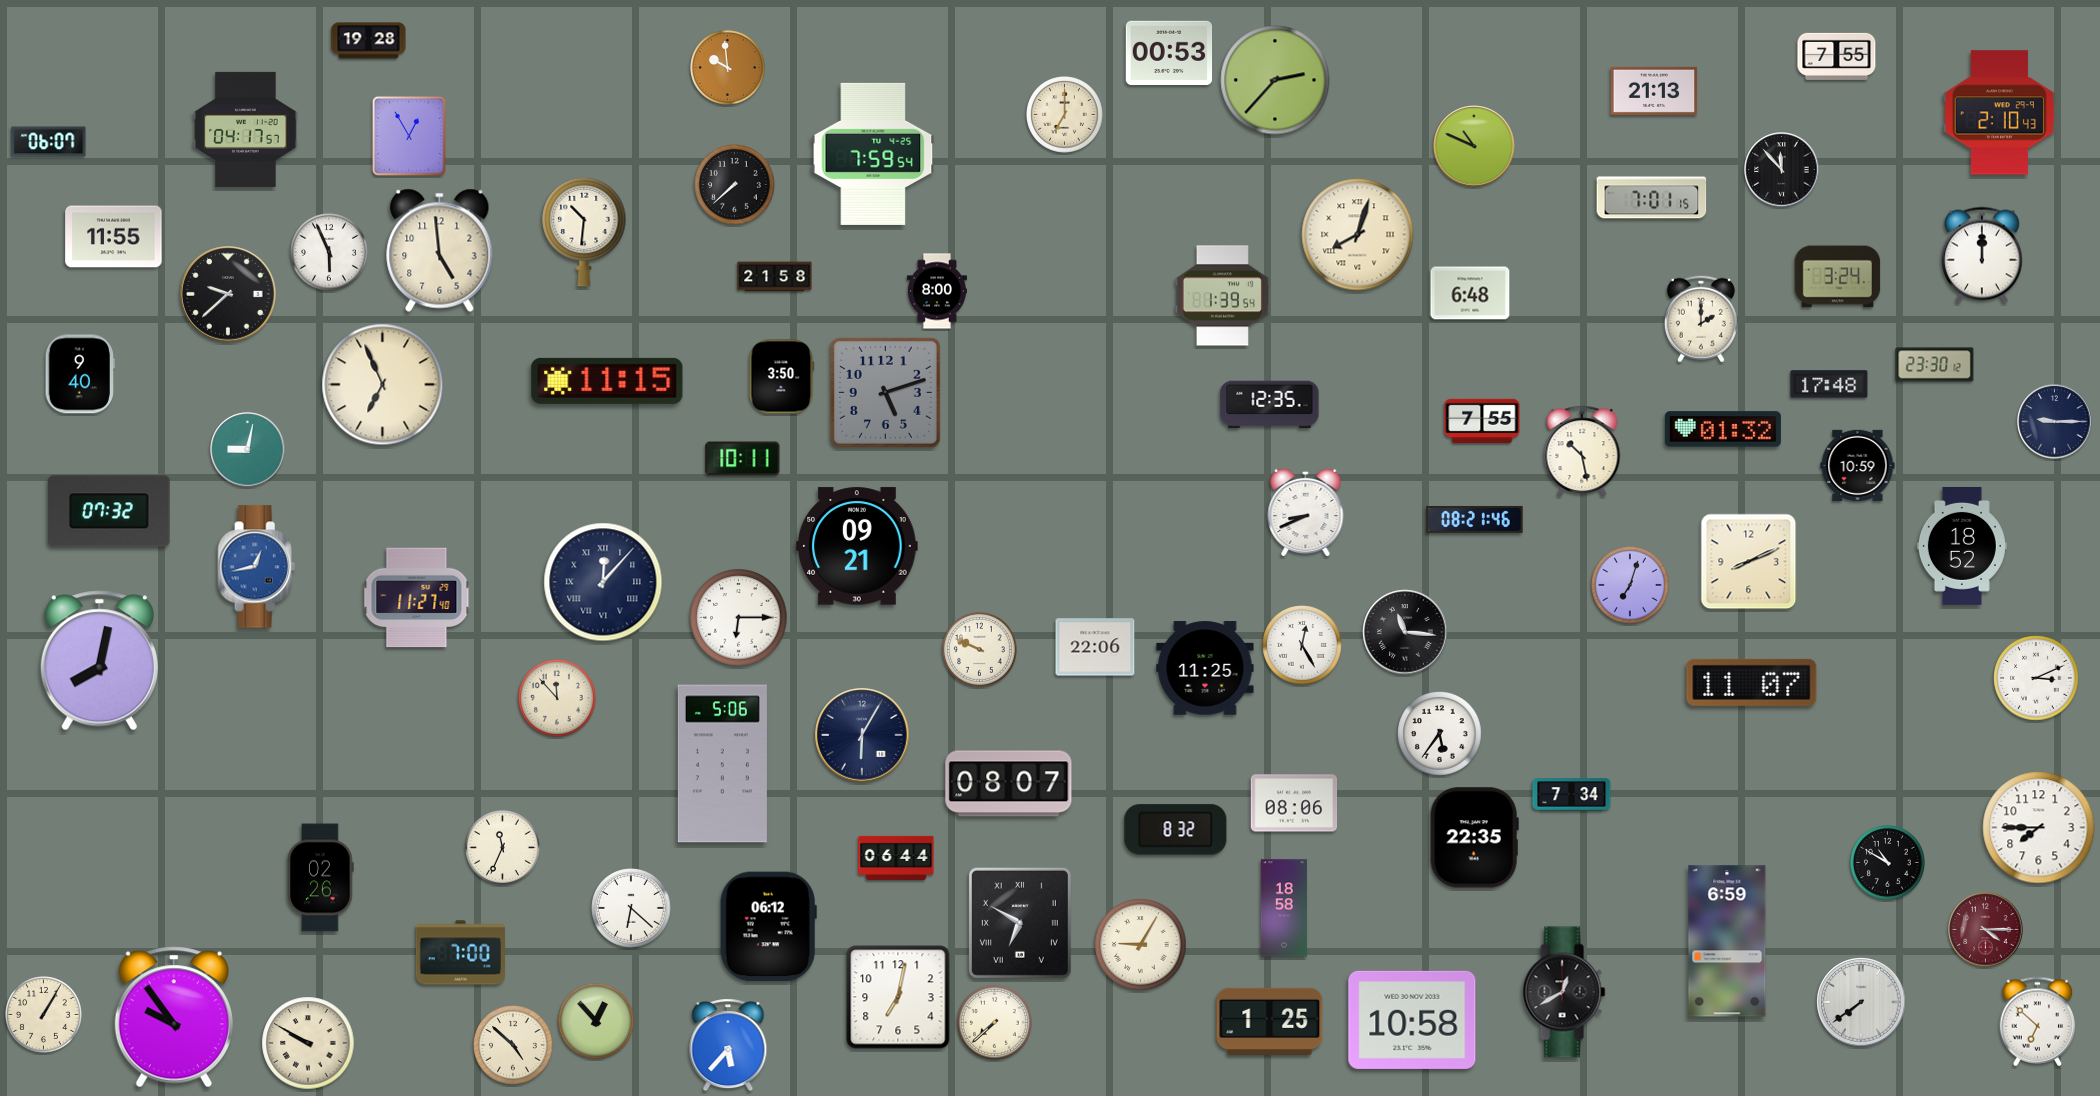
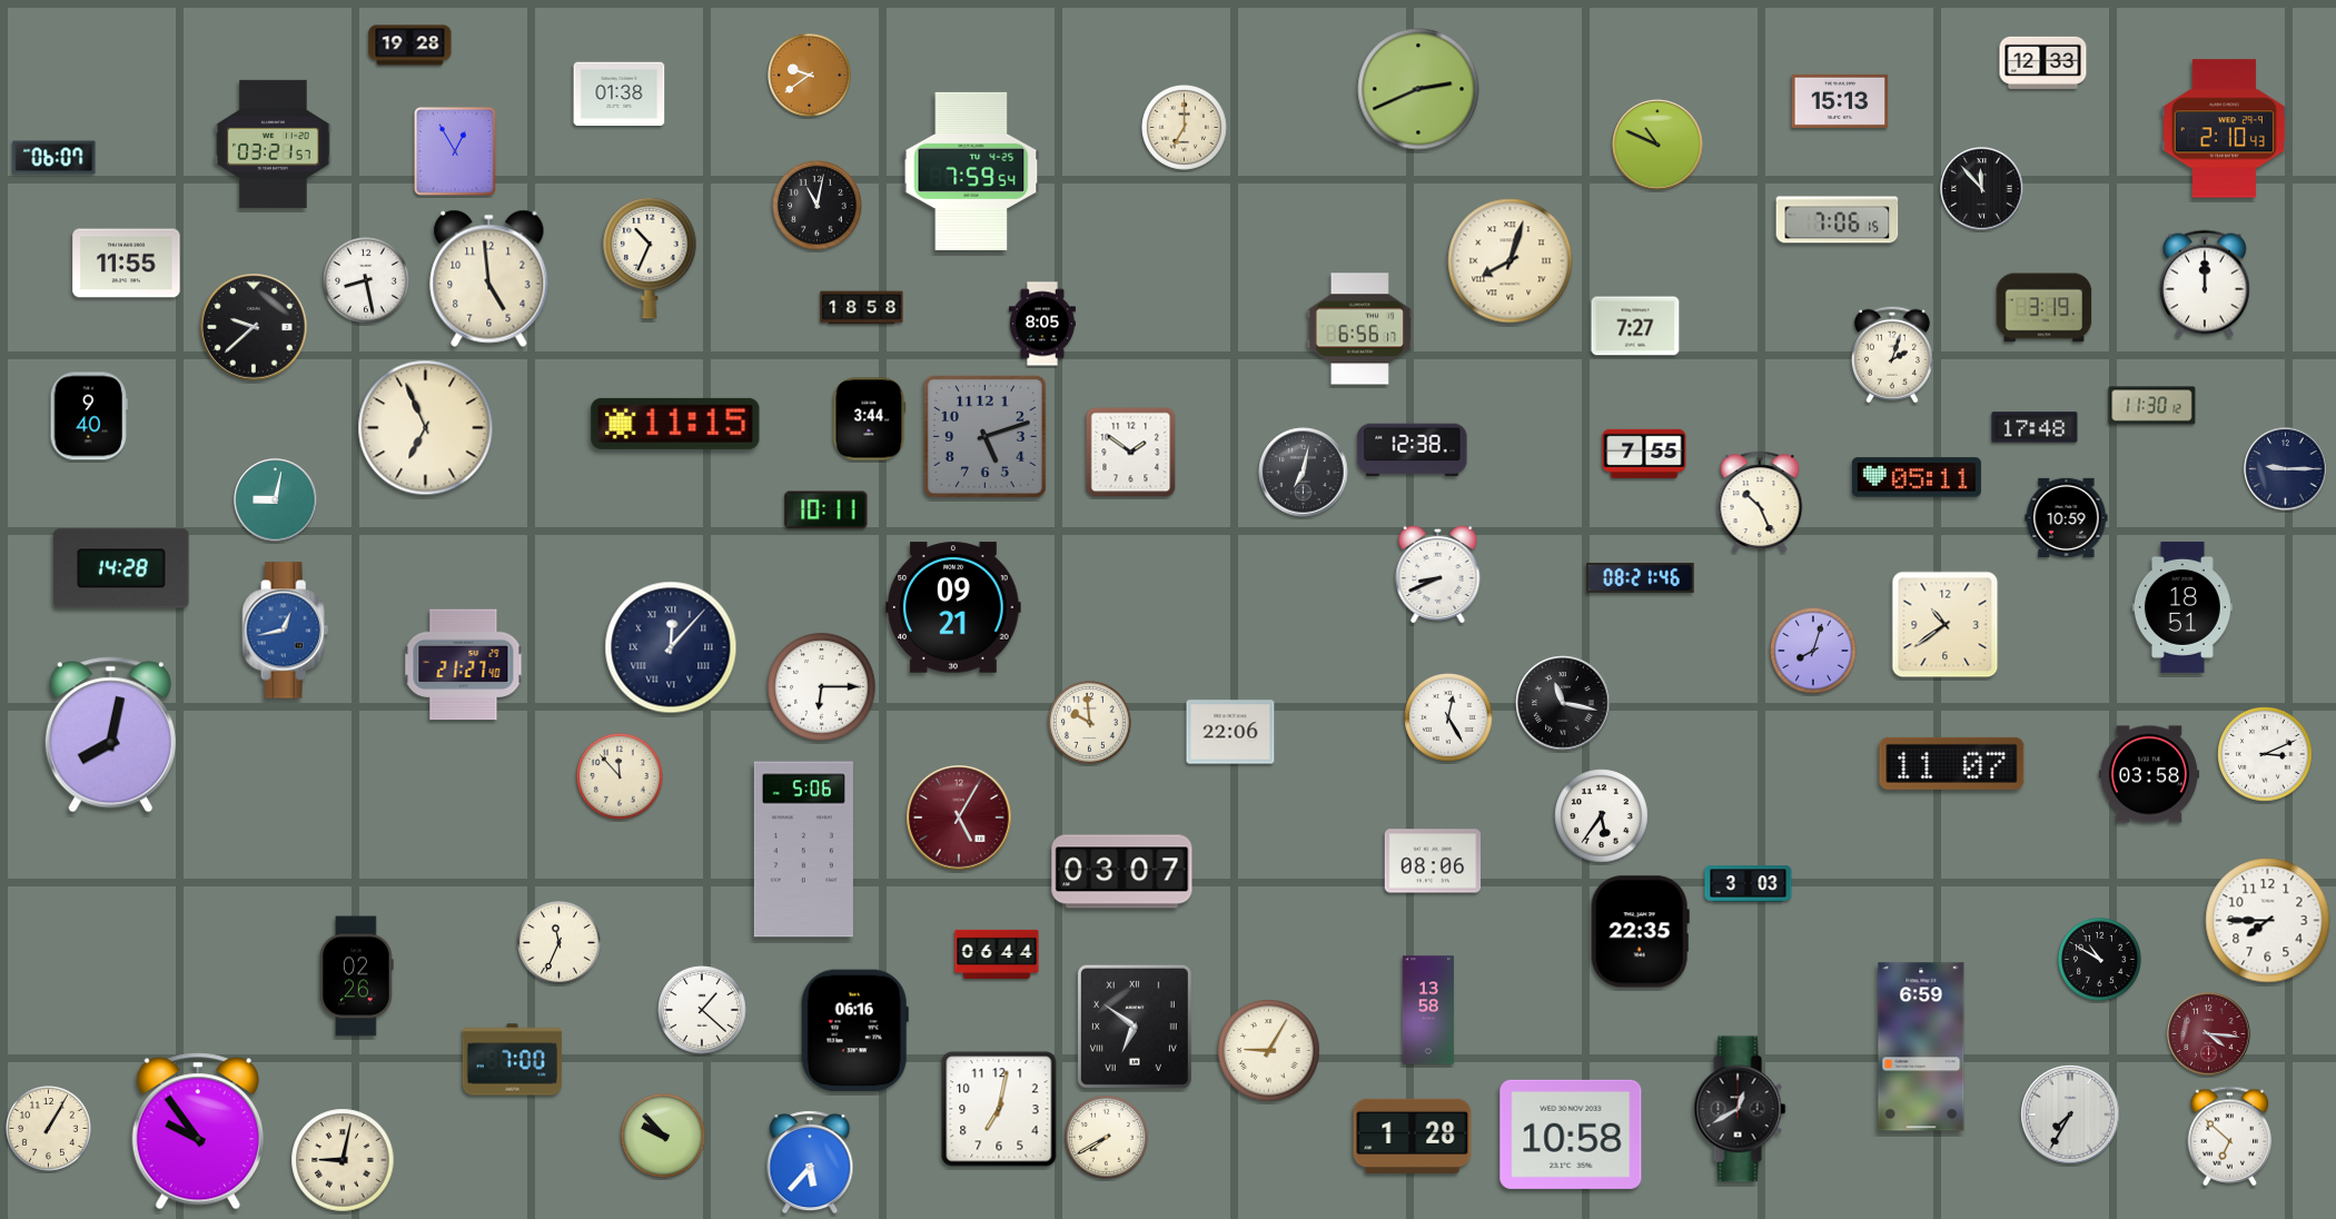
clock at (1169, 53): 00:53 -> none
clock at (1837, 56): 7:55 -> 12:33
clock at (728, 68): 9:59 -> 9:39
clock at (1275, 80): 2:37 -> 2:41
clock at (620, 95): none -> 01:38
clock at (1654, 91): 21:13 -> 15:13
clock at (1999, 113) position: (1999, 113) -> (2224, 129)
clock at (246, 129): 04:17 -> 03:21
clock at (1474, 146) position: (1474, 146) -> (1657, 145)
clock at (735, 185): 7:38 -> 11:02
clock at (1652, 198): 7:01 -> 7:06
clock at (584, 232): 10:31 -> 10:34
clock at (330, 253): 5:56 -> 8:28
clock at (775, 277): 21:58 -> 18:58
clock at (1838, 277): 3:24 -> 3:19
clock at (937, 291): 8:00 -> 8:05
clock at (1470, 293): 6:48 -> 7:27
clock at (1222, 296): 1:39 -> 6:56
clock at (1701, 319): 2:00 -> 2:03
clock at (1935, 365): 23:30 -> 11:30
clock at (782, 377): 3:50 -> 3:44
clock at (1270, 405): 12:35 -> 12:38
clock at (1131, 453): none -> 1:51
clock at (1482, 421) position: (1482, 421) -> (1644, 454)
clock at (1304, 473): none -> 7:02
clock at (1723, 429): 01:32 -> 05:11
clock at (1582, 450): 10:28 -> 10:26
clock at (109, 511): 07:32 -> 14:28
clock at (1306, 512) position: (1306, 512) -> (1438, 574)
clock at (1962, 546): 18:52 -> 18:51
clock at (1749, 562): 8:11 -> 10:39
clock at (1631, 586): 7:03 -> 8:03
clock at (417, 598): 11:27 -> 21:27
clock at (1405, 632): 11:16 -> 11:17
clock at (1095, 647) position: (1095, 647) -> (1230, 732)
clock at (980, 650): 9:49 -> 9:59
clock at (1205, 668): 11:25 -> none
clock at (1752, 682) position: (1752, 682) -> (1952, 763)
clock at (2149, 774): none -> 03:58
clock at (862, 735): 6:05 -> 5:05
clock at (862, 735) dial: navy -> burgundy
clock at (1009, 784): 08:07 -> 03:07
clock at (1572, 795): 7:34 -> 3:03
clock at (1294, 803) position: (1294, 803) -> (1433, 861)
clock at (1176, 830): 8:32 -> none
clock at (631, 908): 6:22 -> 1:22
clock at (1284, 908): 18:58 -> 13:58
clock at (1020, 923): 6:50 -> 6:51
clock at (768, 927): 06:12 -> 06:16
clock at (1986, 930): 4:15 -> 4:16
clock at (1564, 992) position: (1564, 992) -> (1740, 1109)
clock at (1861, 1002): 7:39 -> 7:35
clock at (174, 1017) position: (174, 1017) -> (198, 1131)
clock at (1270, 1021): 1:25 -> 1:28
clock at (597, 1022): 12:53 -> 9:53
clock at (2038, 1022) position: (2038, 1022) -> (2230, 1137)
clock at (995, 1023): 7:38 -> 7:40
clock at (308, 1043): 9:50 -> 9:02
clock at (513, 1045): 4:52 -> none
